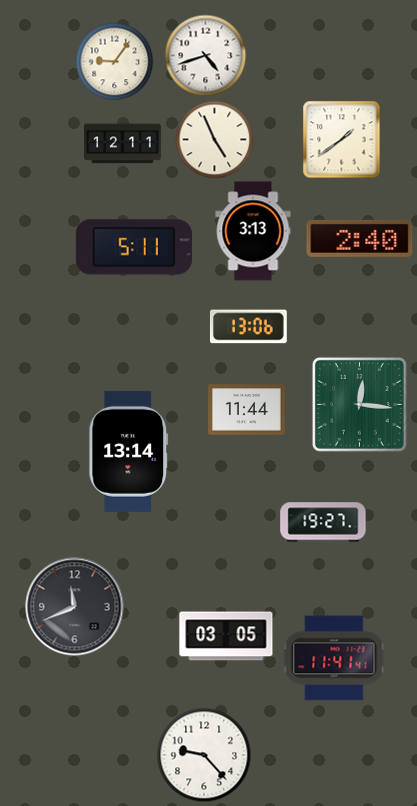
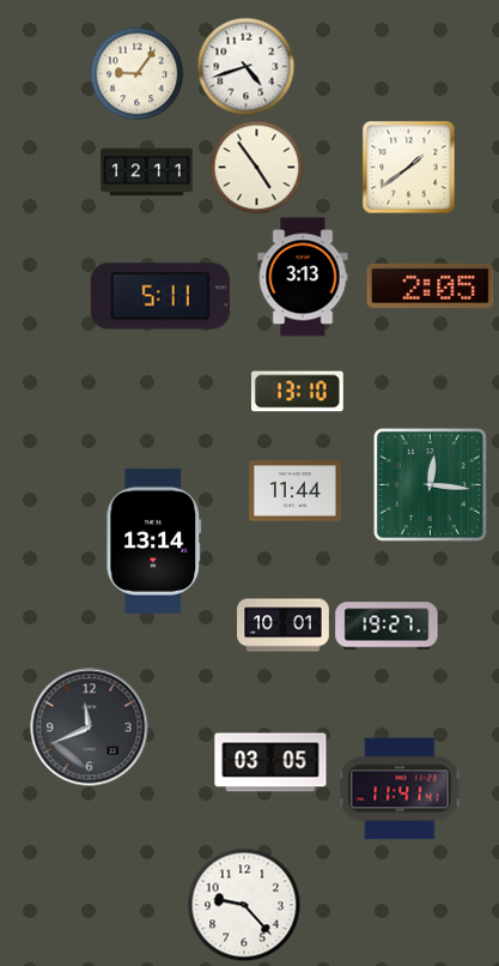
clock at (214, 139): 4:56 -> 4:54
clock at (360, 238): 2:40 -> 2:05
clock at (248, 327): 13:06 -> 13:10
clock at (284, 626): none -> 10:01
